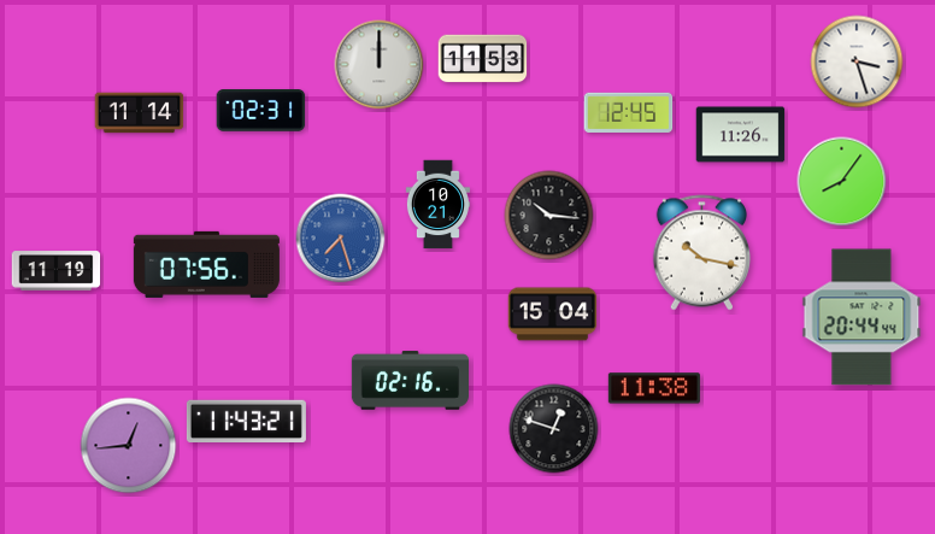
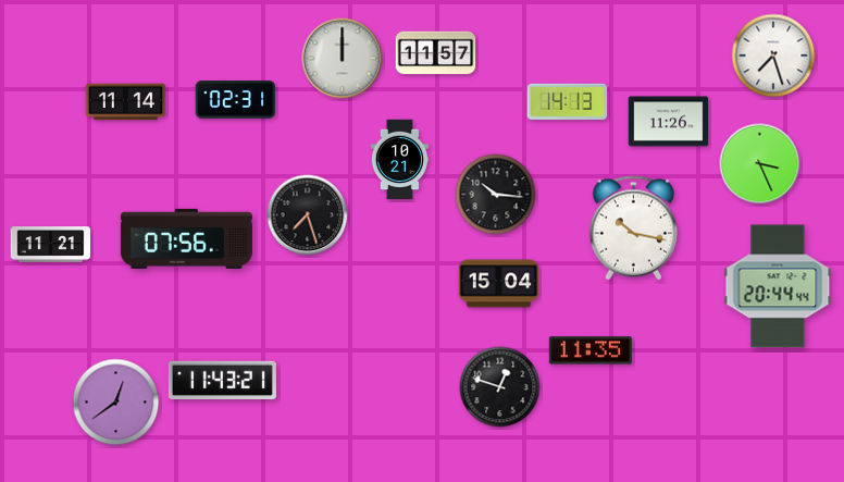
clock at (483, 59): 11:53 -> 11:57
clock at (857, 61): 3:27 -> 7:27
clock at (629, 112): 12:45 -> 14:13
clock at (842, 182): 8:06 -> 3:26
clock at (437, 205) position: (437, 205) -> (399, 160)
clock at (341, 239) dial: blue -> black
clock at (57, 271): 11:19 -> 11:21
clock at (410, 381): 02:16 -> none
clock at (654, 388): 11:38 -> 11:35
clock at (129, 446): 12:44 -> 12:39
